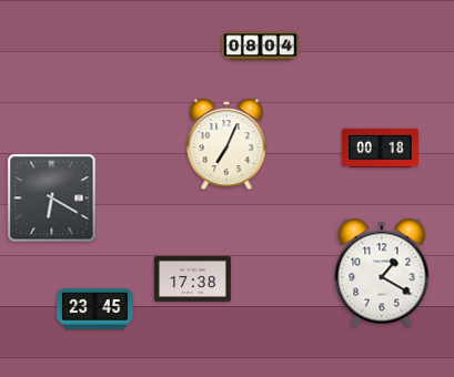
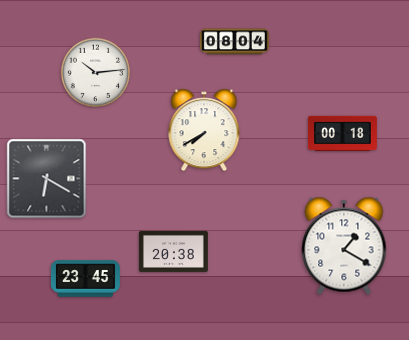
clock at (96, 73): none -> 10:14
clock at (226, 144): 7:04 -> 7:40
clock at (192, 278): 17:38 -> 20:38
